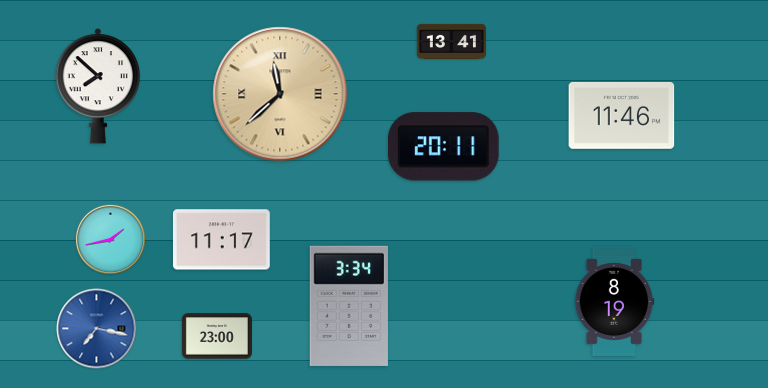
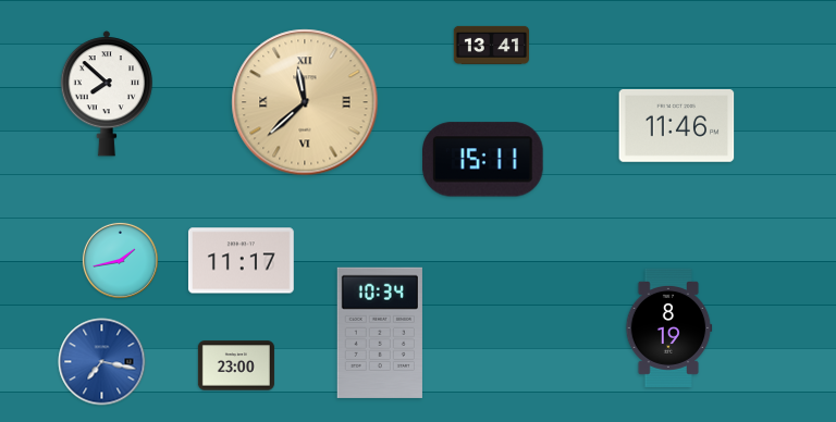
clock at (444, 147): 20:11 -> 15:11
clock at (349, 306): 3:34 -> 10:34
clock at (97, 329) position: (97, 329) -> (102, 362)
